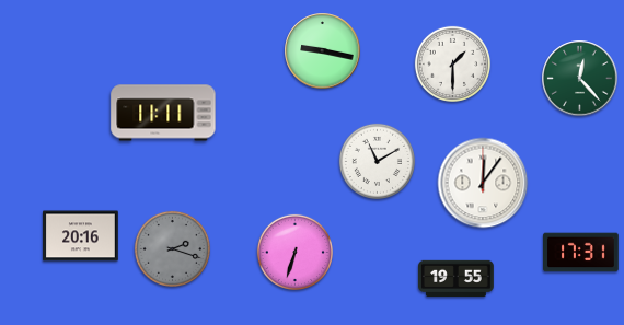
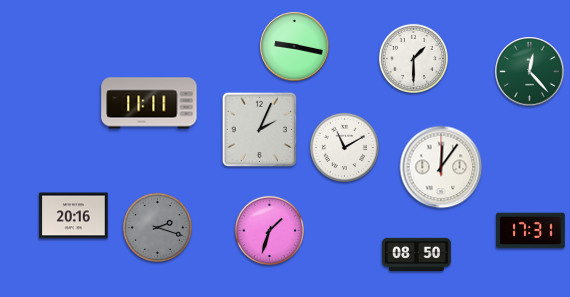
clock at (259, 129): none -> 2:04
clock at (294, 252): 6:33 -> 1:33
clock at (457, 278): 19:55 -> 08:50
